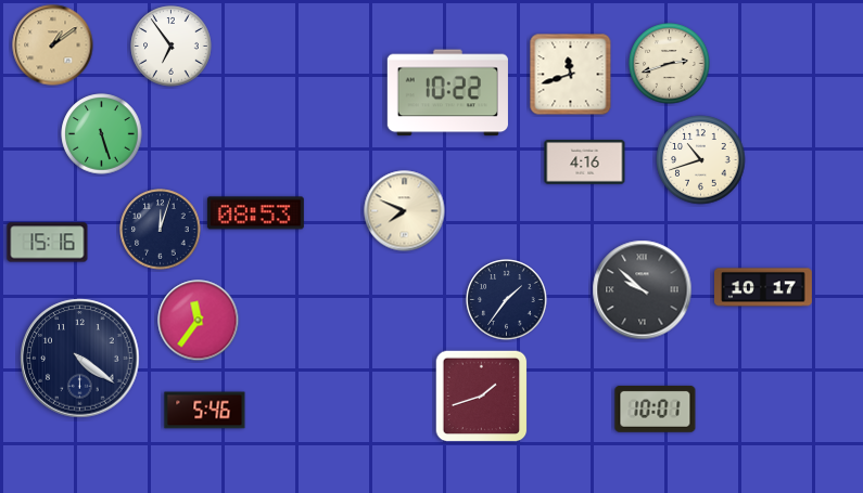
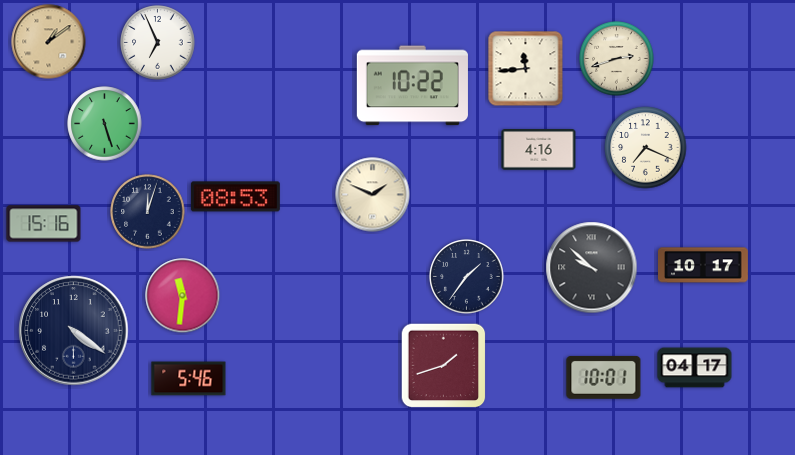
clock at (172, 47): 6:54 -> 6:56
clock at (571, 75): 11:42 -> 11:44
clock at (102, 134) position: (102, 134) -> (105, 124)
clock at (701, 160): 10:42 -> 7:19
clock at (405, 211): 7:49 -> 1:49
clock at (199, 321): 11:36 -> 11:31
clock at (695, 368): none -> 04:17
